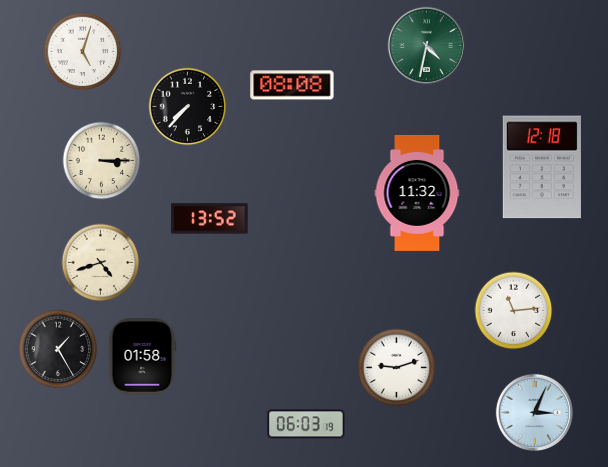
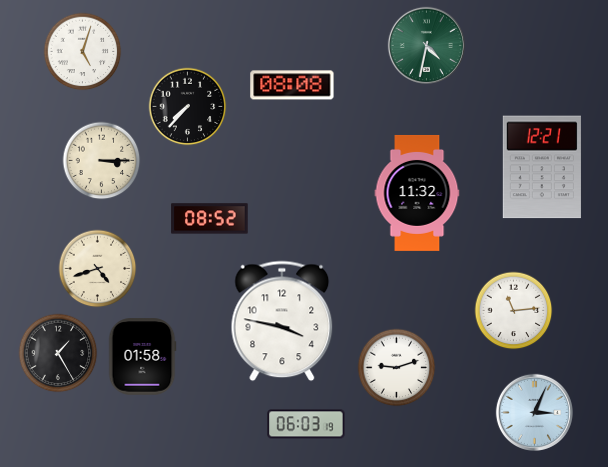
clock at (542, 167): 12:18 -> 12:21
clock at (210, 219): 13:52 -> 08:52
clock at (100, 262) position: (100, 262) -> (97, 268)
clock at (282, 321): none -> 3:47
clock at (58, 349) position: (58, 349) -> (58, 353)
